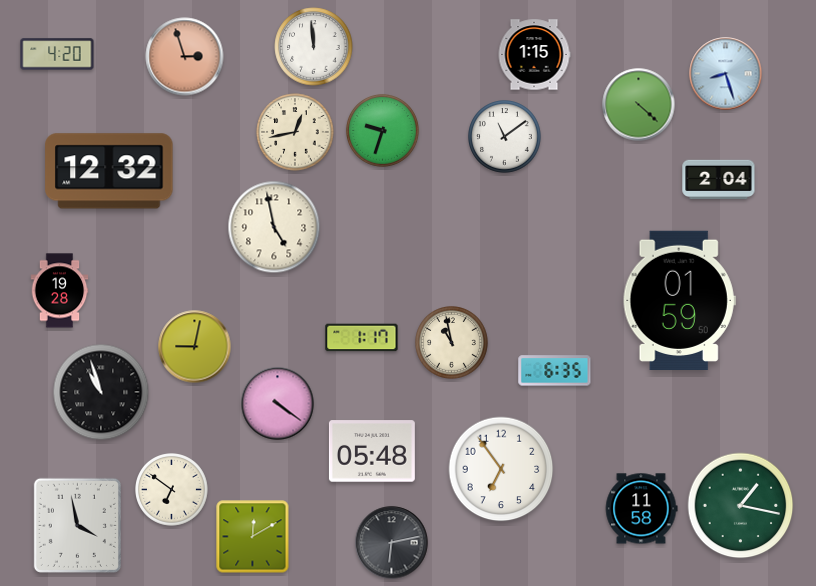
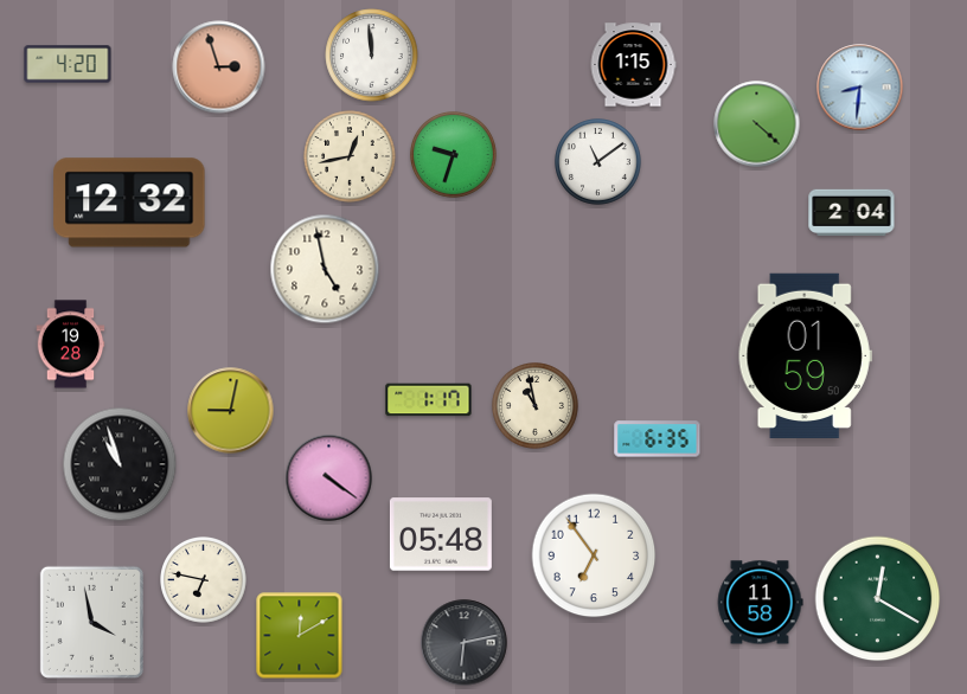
clock at (726, 74): 8:27 -> 8:31
clock at (172, 490): 6:51 -> 6:47
clock at (741, 506): 1:17 -> 12:20
